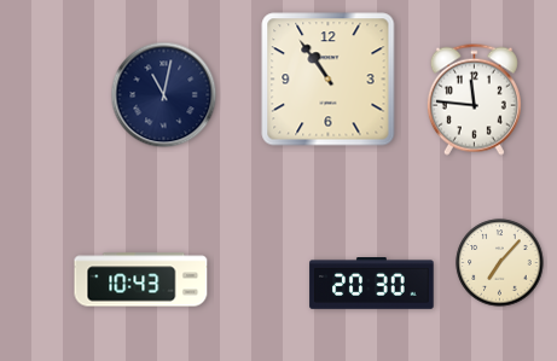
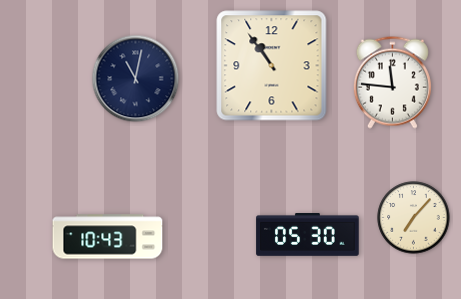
clock at (141, 280) position: (141, 280) -> (108, 237)
clock at (372, 284): 20:30 -> 05:30
